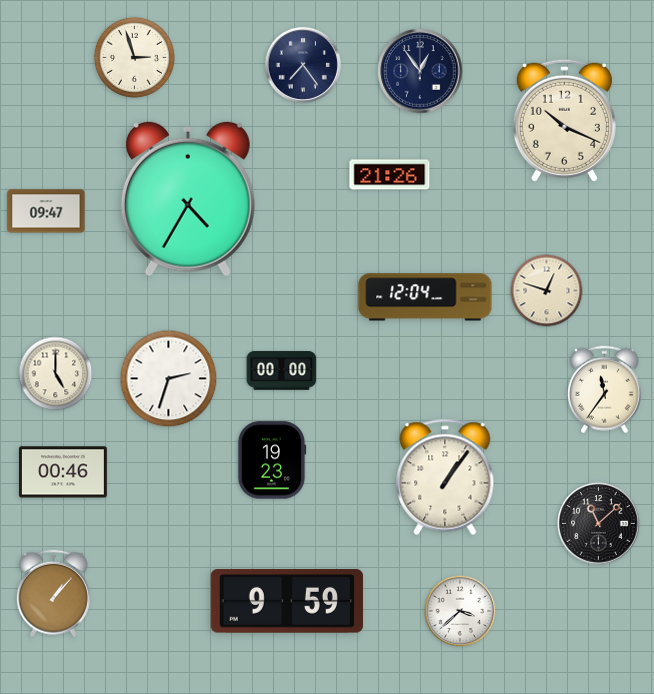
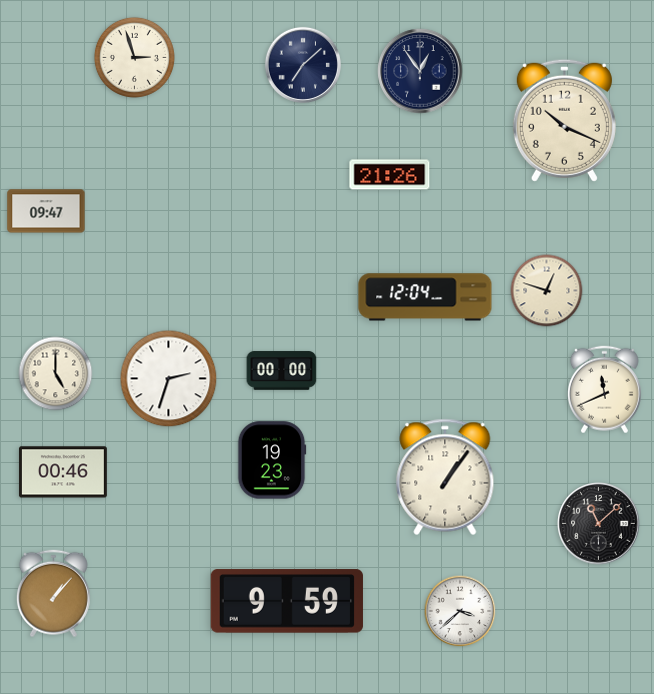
clock at (303, 65): 7:24 -> 7:08
clock at (188, 199): 4:35 -> none
clock at (604, 390): 11:36 -> 11:41
